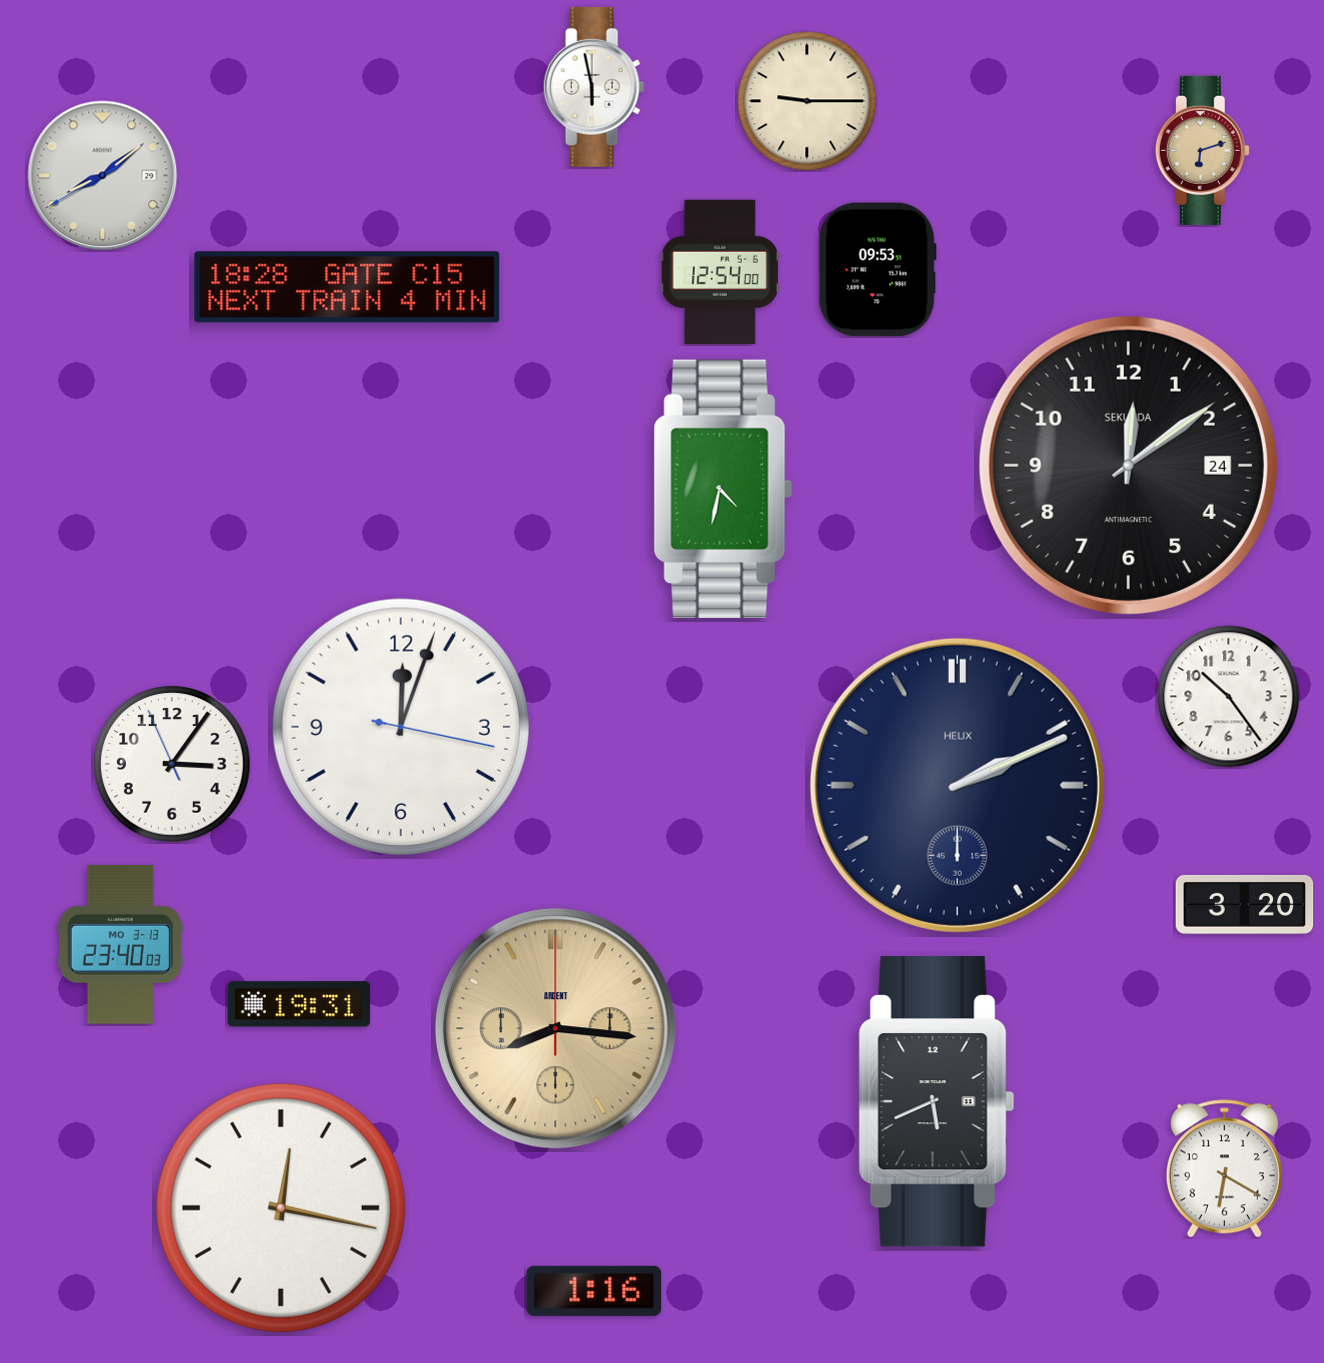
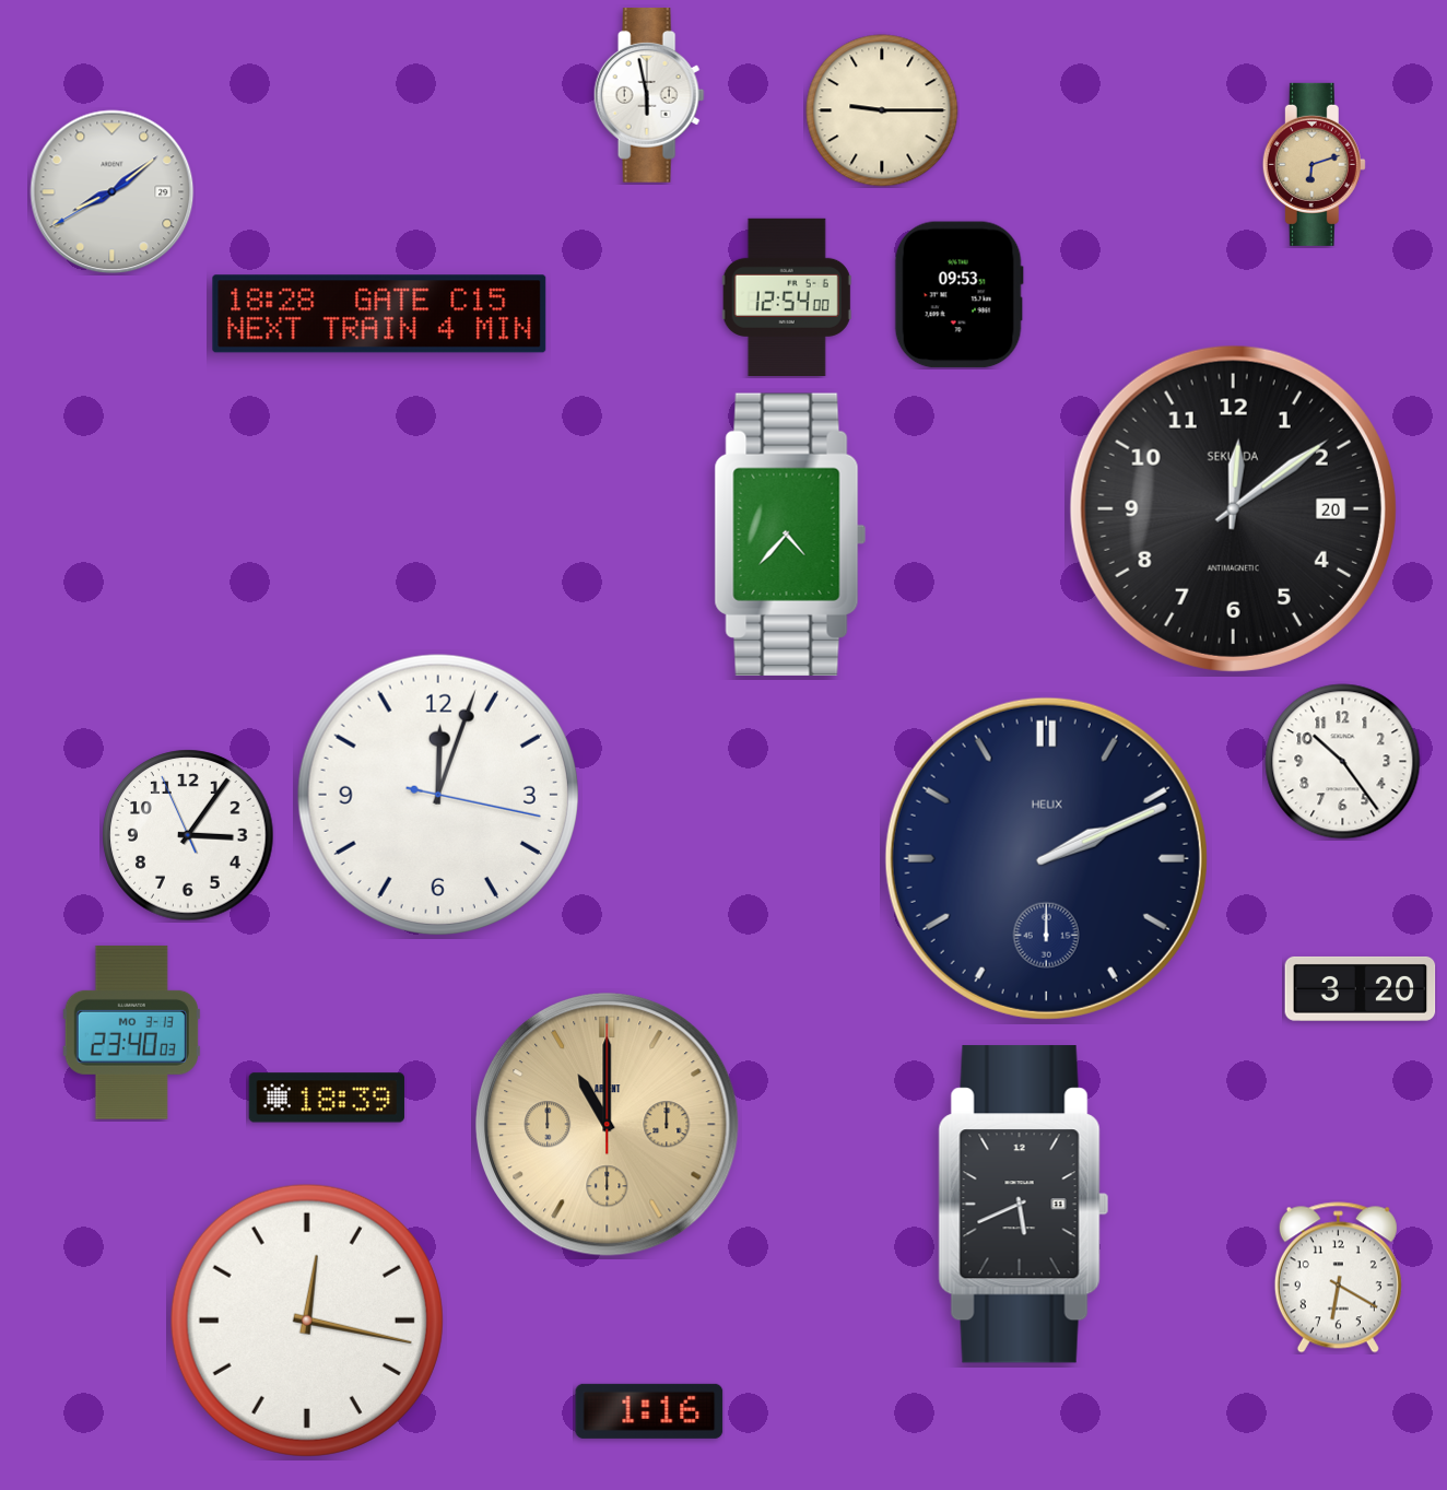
clock at (1128, 465) date: 24 -> 20
clock at (723, 489): 4:32 -> 4:37
clock at (299, 1004): 19:31 -> 18:39
clock at (556, 1029): 8:16 -> 11:00
